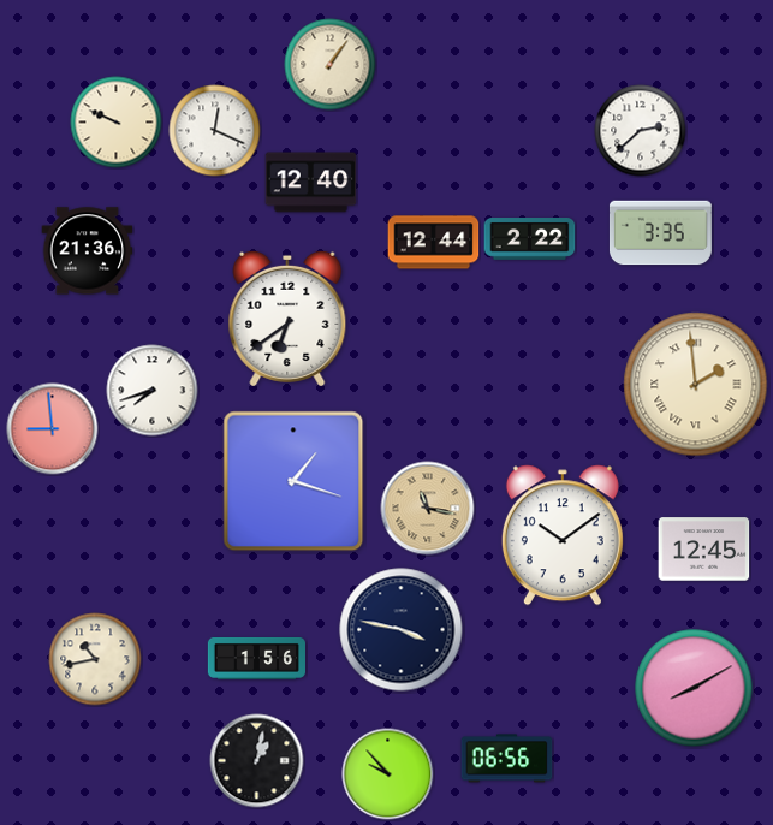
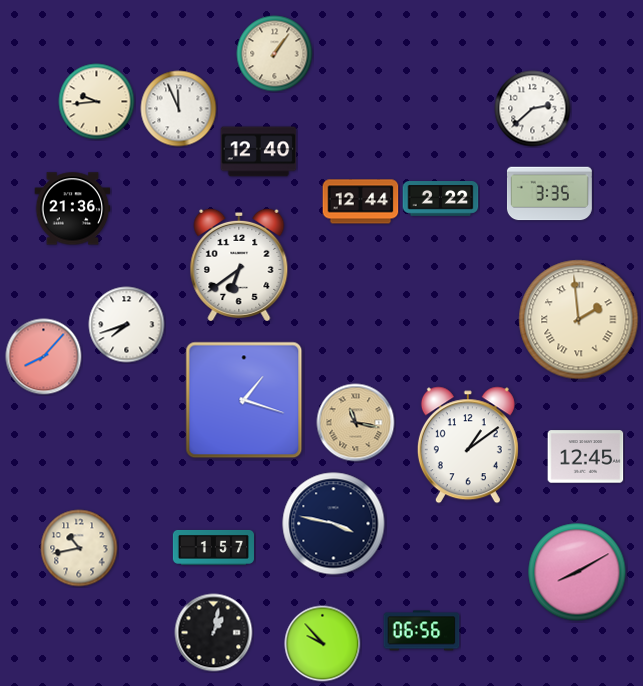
clock at (117, 123): 9:49 -> 9:44
clock at (215, 131): 12:19 -> 11:56
clock at (53, 429): 8:59 -> 8:07
clock at (563, 535): 10:09 -> 1:09
clock at (256, 658): 1:56 -> 1:57
